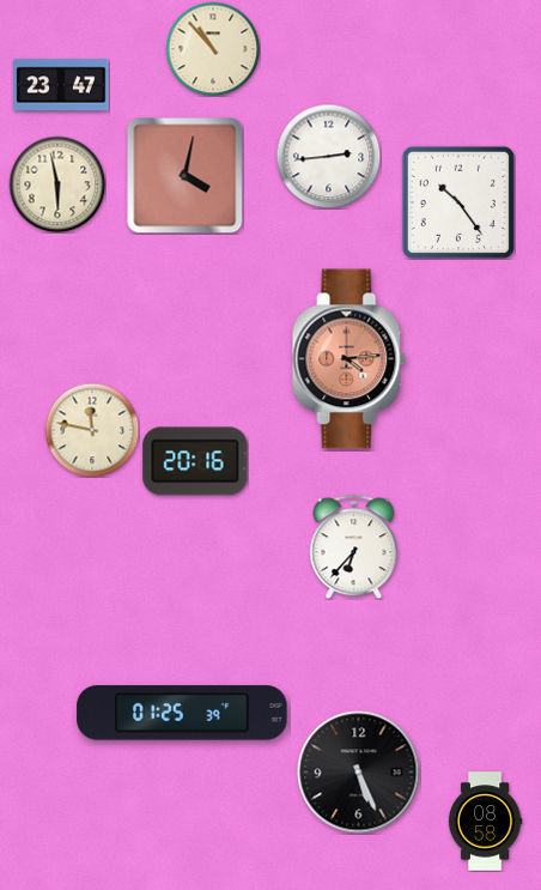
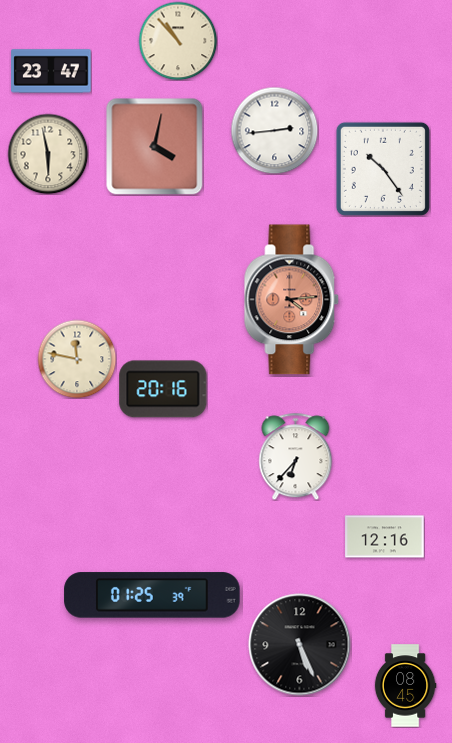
clock at (195, 461) position: (195, 461) -> (163, 389)
clock at (385, 537): none -> 12:16
clock at (485, 822): 08:58 -> 08:45
